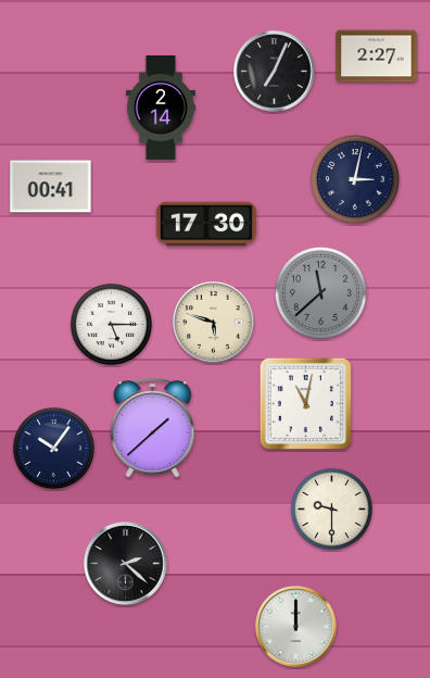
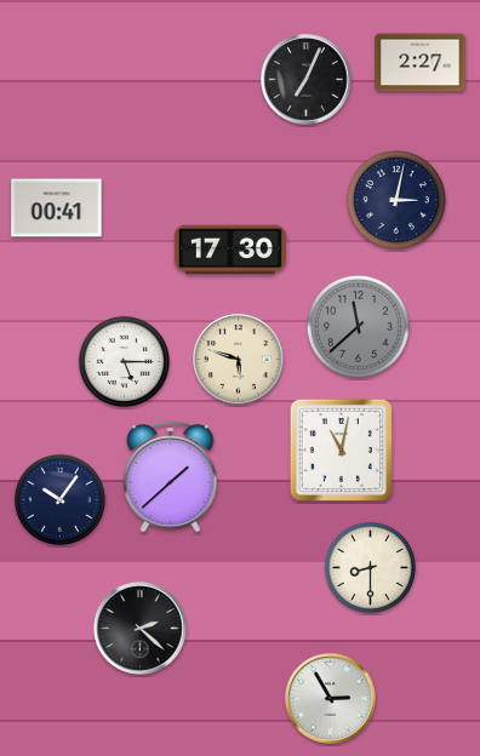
clock at (161, 109): 2:14 -> none
clock at (331, 508): 9:30 -> 8:30
clock at (296, 627): 12:00 -> 2:55
